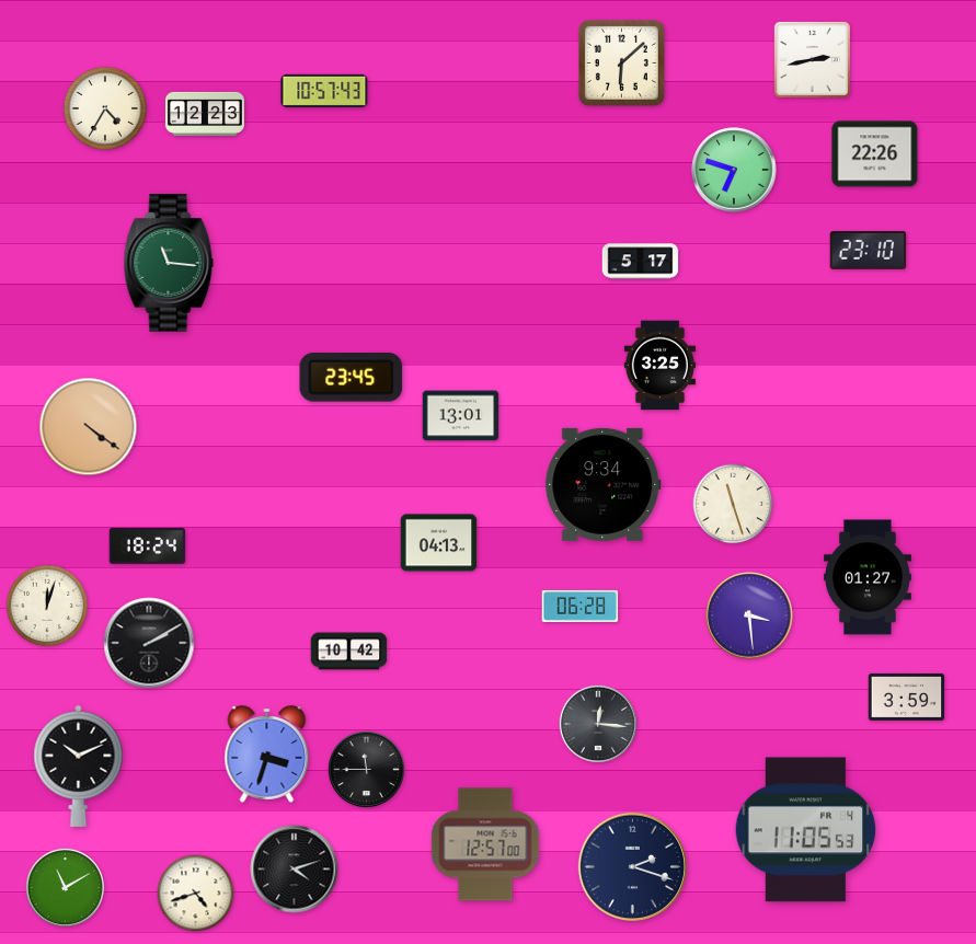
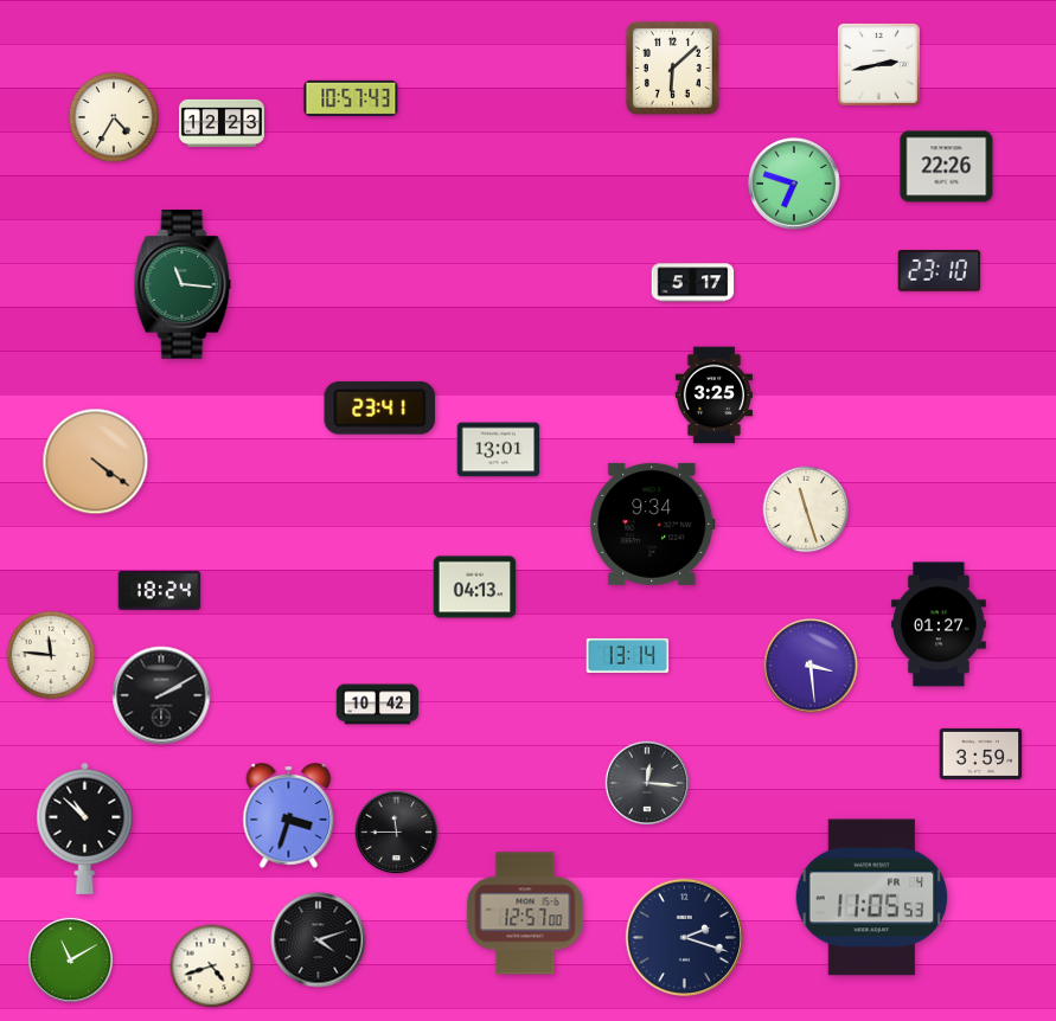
clock at (352, 378): 23:45 -> 23:41
clock at (733, 504) position: (733, 504) -> (806, 509)
clock at (47, 606): 12:03 -> 11:46
clock at (581, 606): 06:28 -> 13:14
clock at (79, 765): 10:11 -> 10:52
